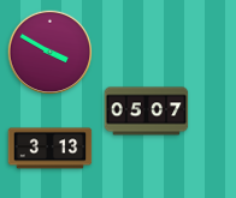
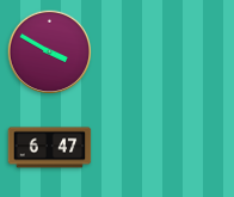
clock at (147, 112): 05:07 -> none
clock at (51, 149): 3:13 -> 6:47
